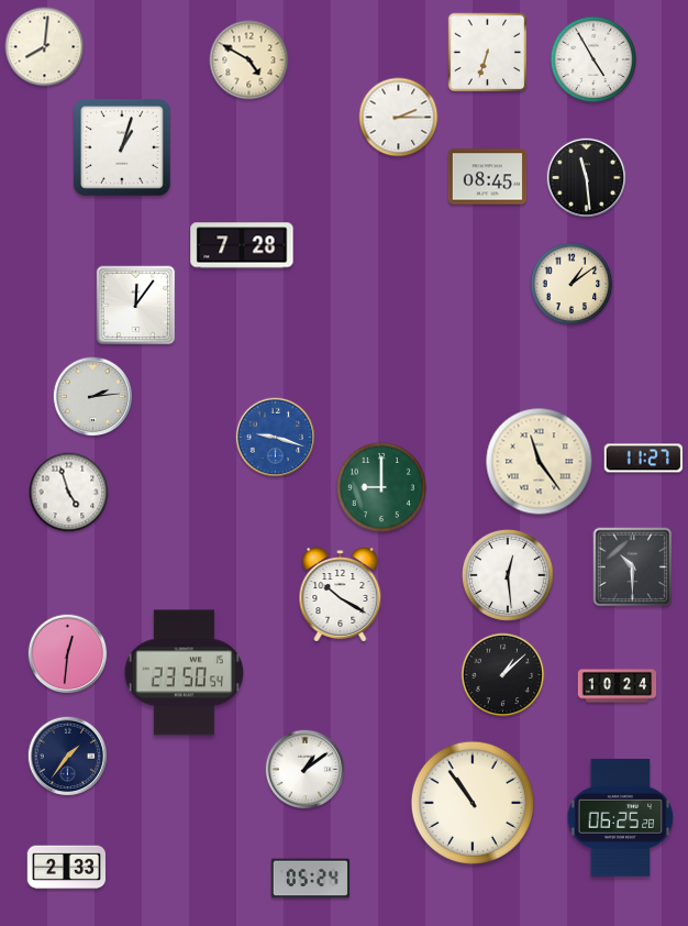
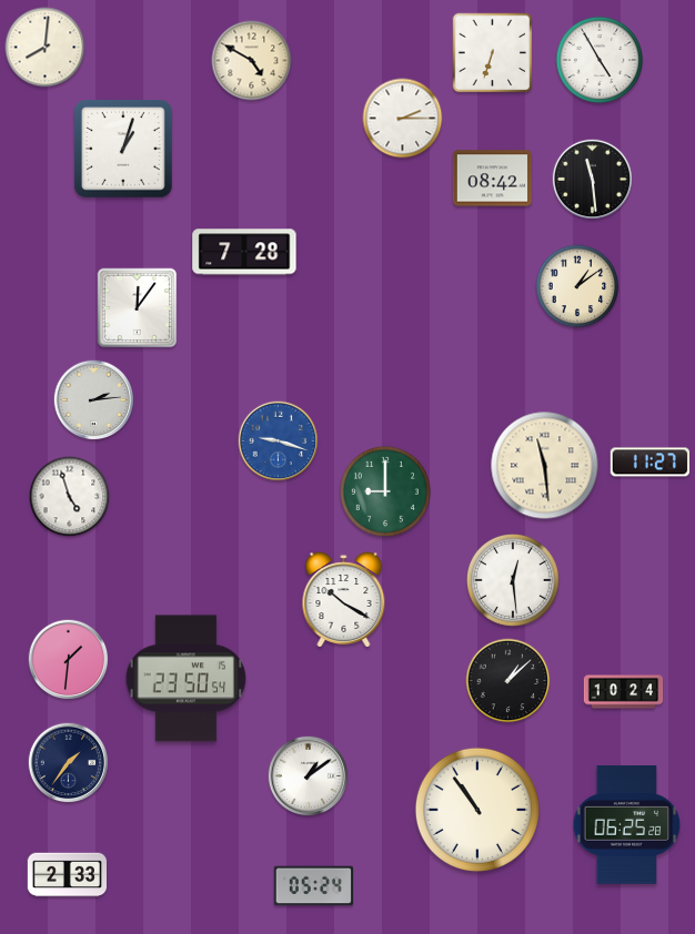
clock at (488, 177): 08:45 -> 08:42
clock at (242, 245) position: (242, 245) -> (244, 252)
clock at (540, 462): 11:24 -> 11:29
clock at (633, 567): 10:30 -> none
clock at (68, 654): 12:31 -> 1:31
